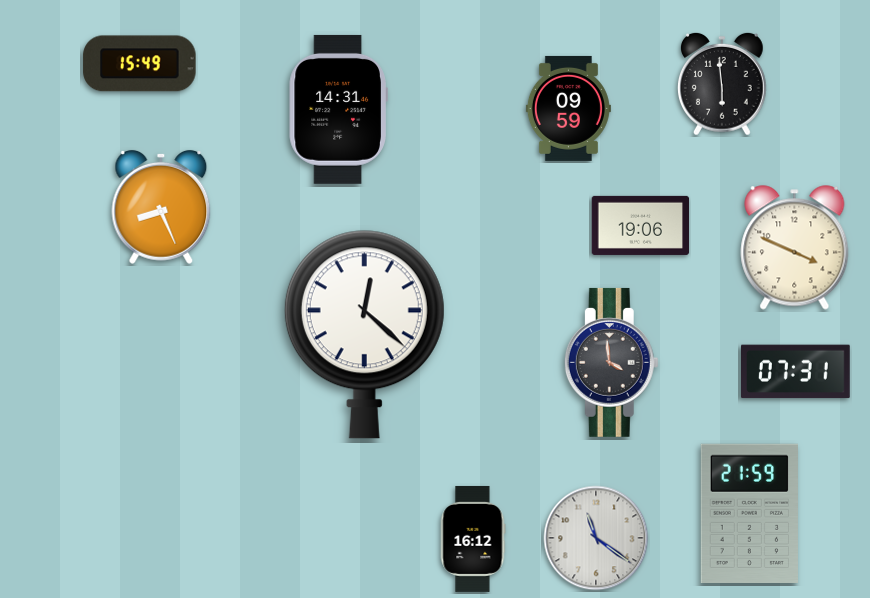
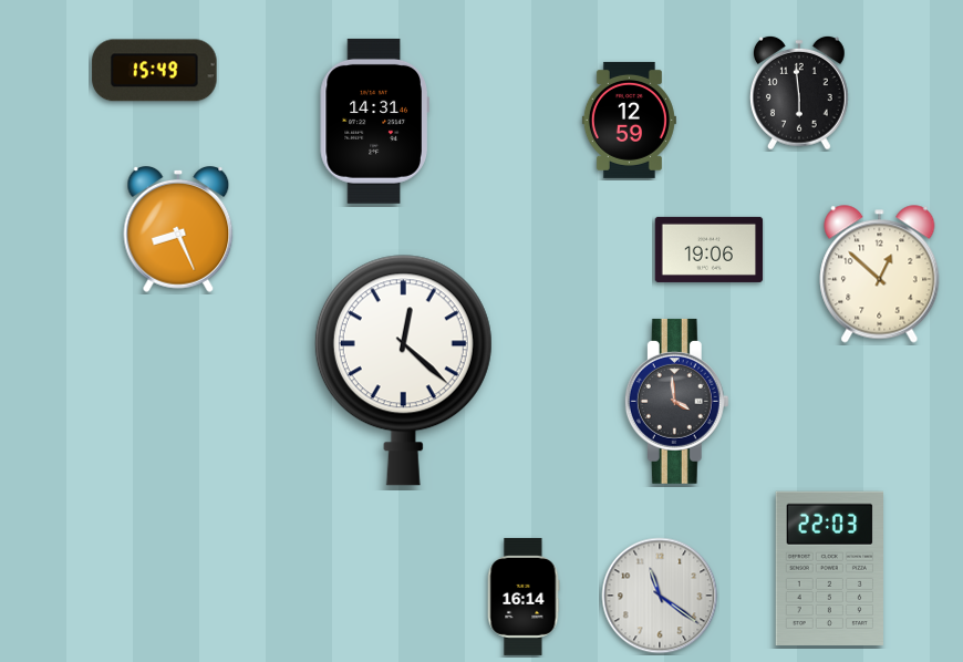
clock at (568, 108): 09:59 -> 12:59
clock at (795, 248): 3:49 -> 12:52
clock at (796, 372): 07:31 -> none
clock at (749, 513): 21:59 -> 22:03
clock at (473, 539): 16:12 -> 16:14
